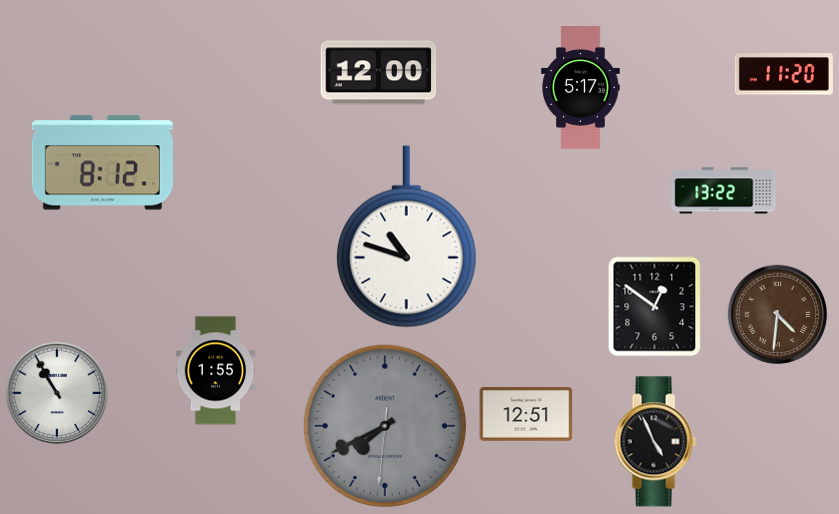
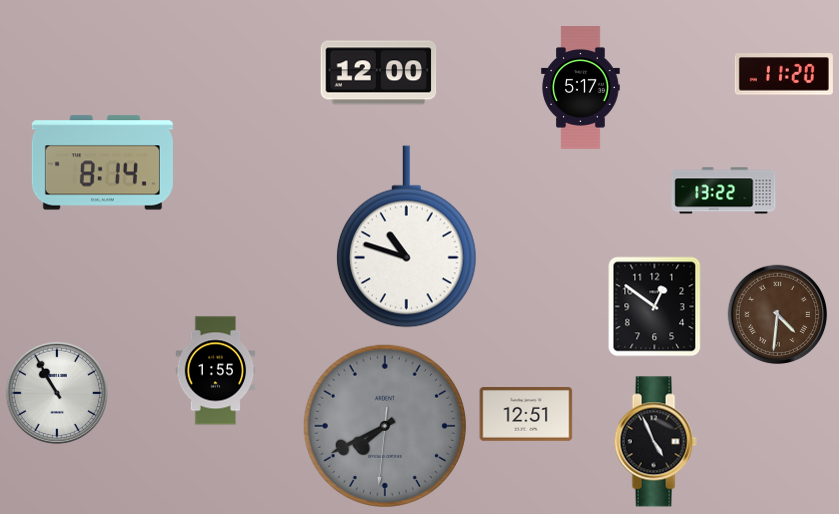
clock at (102, 163): 8:12 -> 8:14
